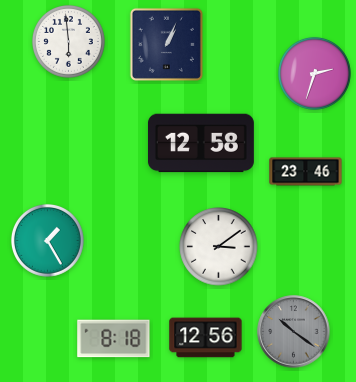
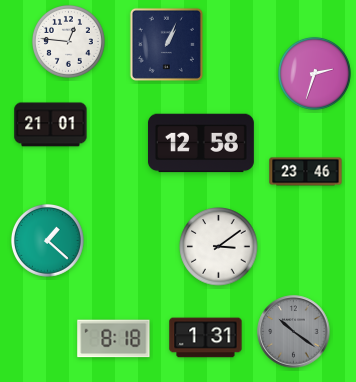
clock at (68, 41): 5:59 -> 12:46
clock at (51, 125): none -> 21:01
clock at (47, 240): 1:25 -> 1:22
clock at (206, 338): 12:56 -> 1:31
